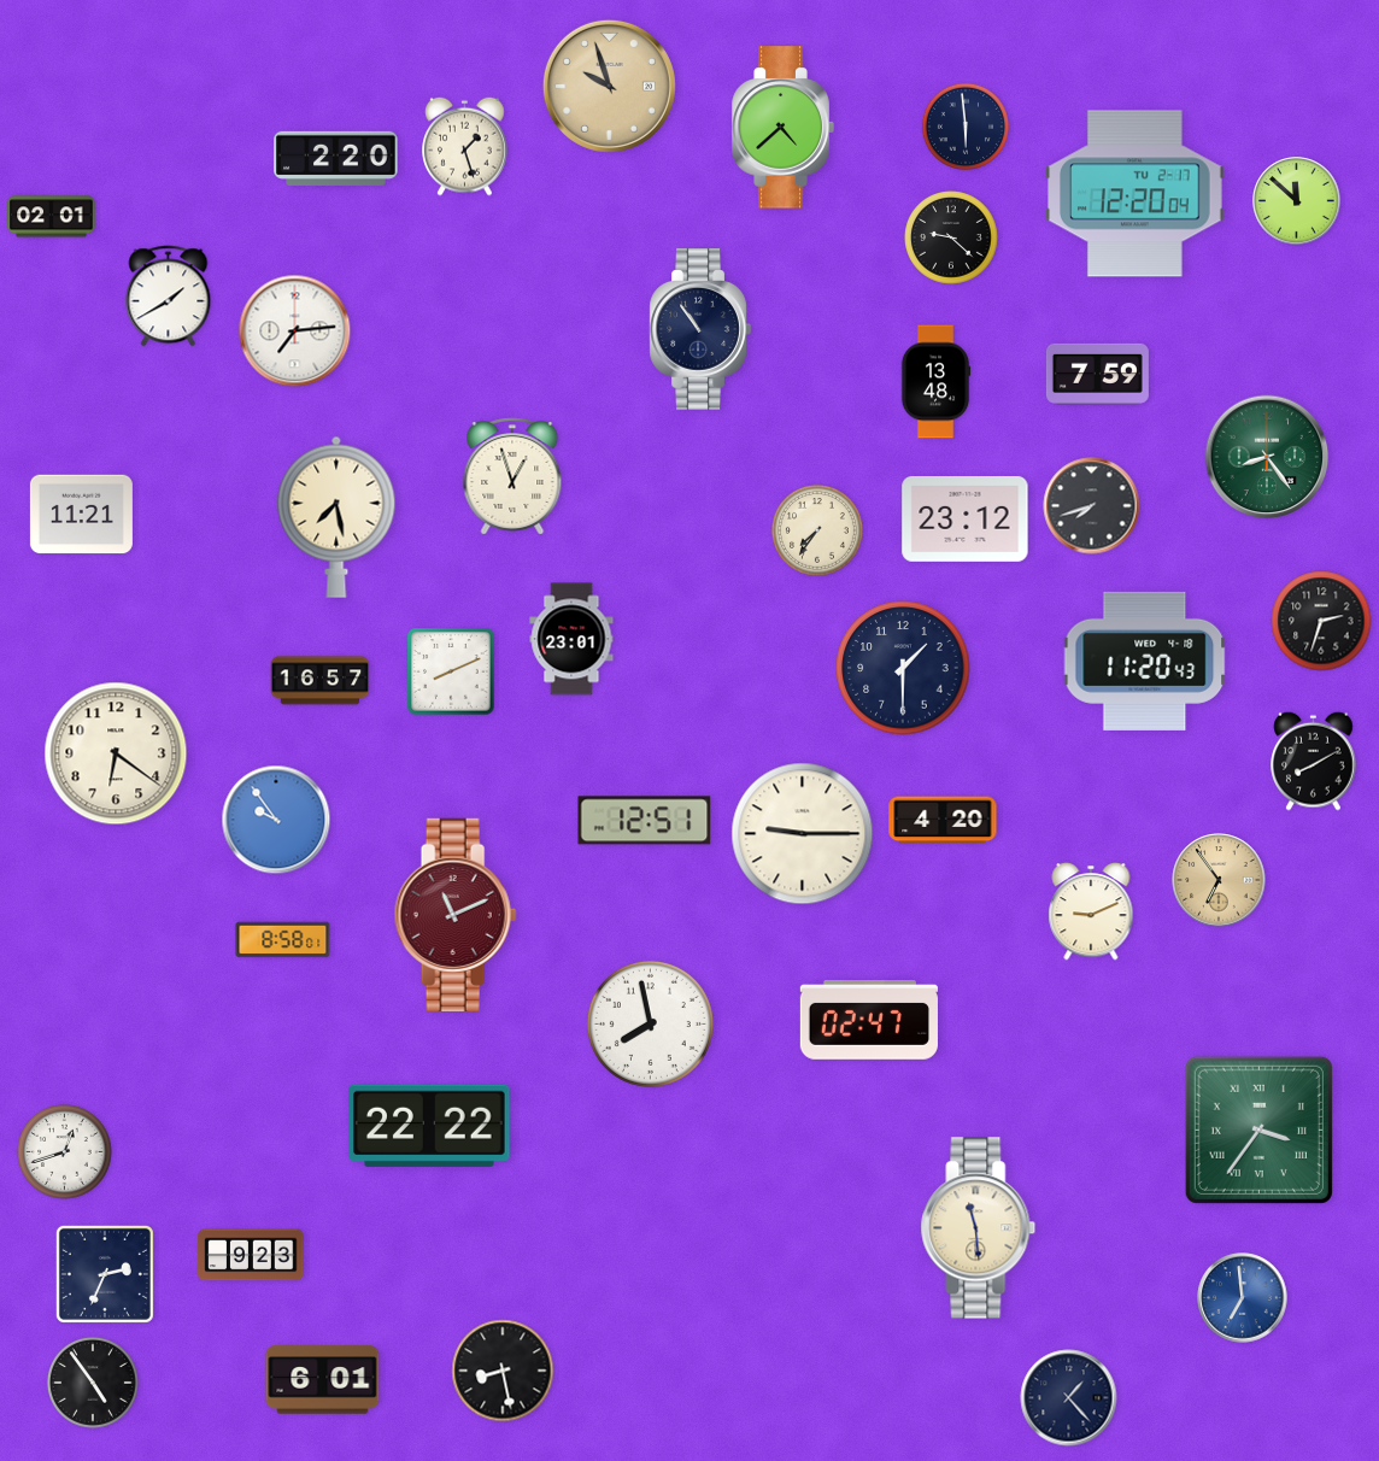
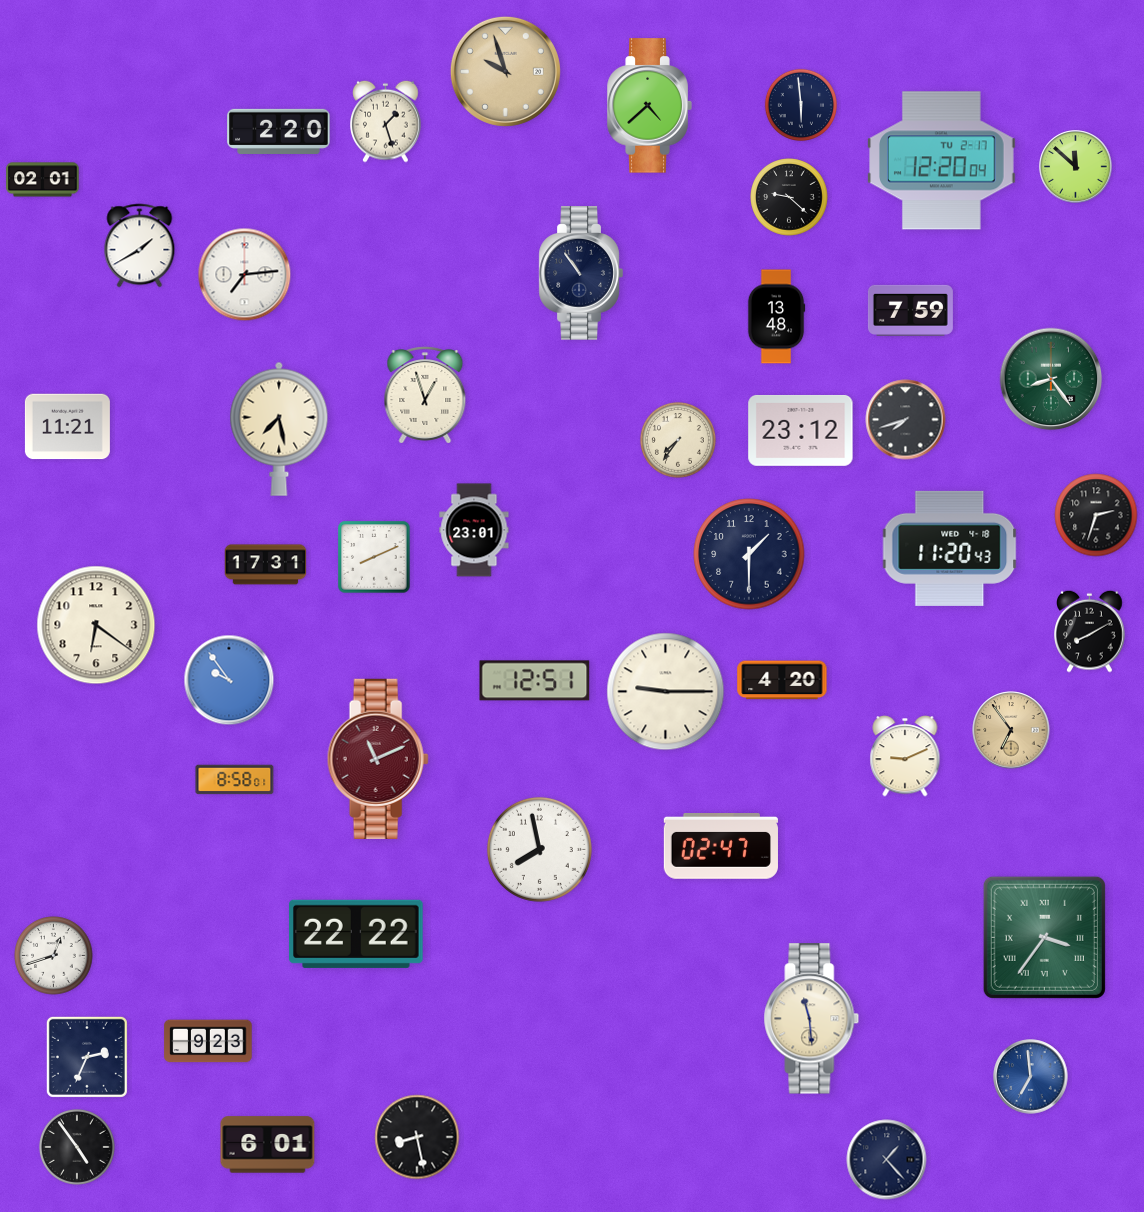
clock at (321, 681): 16:57 -> 17:31
